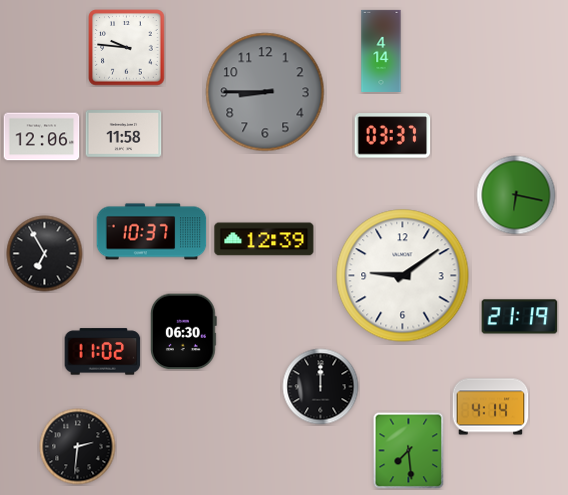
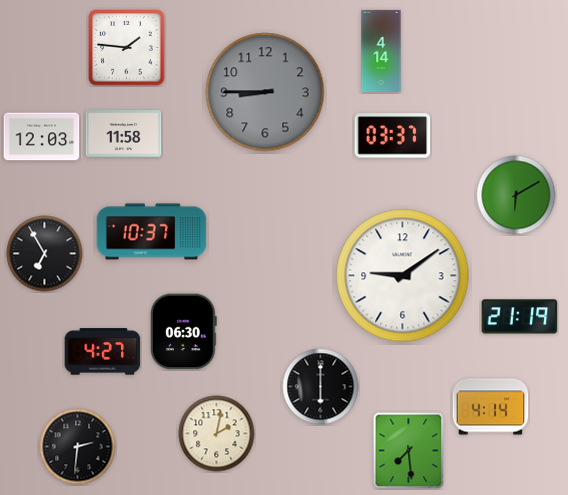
clock at (127, 48): 9:46 -> 1:46
clock at (42, 137): 12:06 -> 12:03
clock at (516, 195): 6:17 -> 6:10
clock at (264, 239): 12:39 -> none
clock at (103, 352): 11:02 -> 4:27
clock at (321, 387): 12:00 -> 6:00
clock at (217, 434): none -> 2:02
